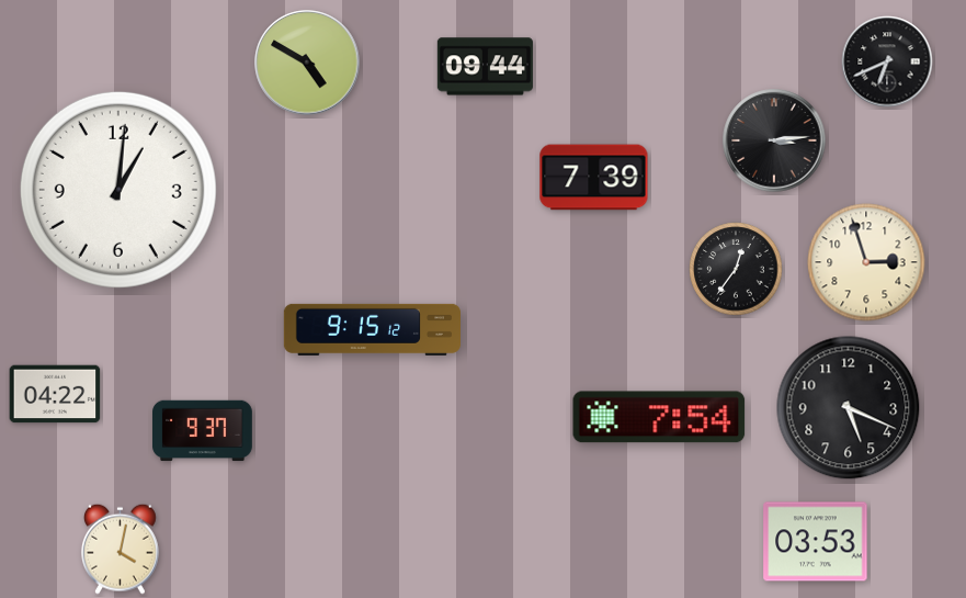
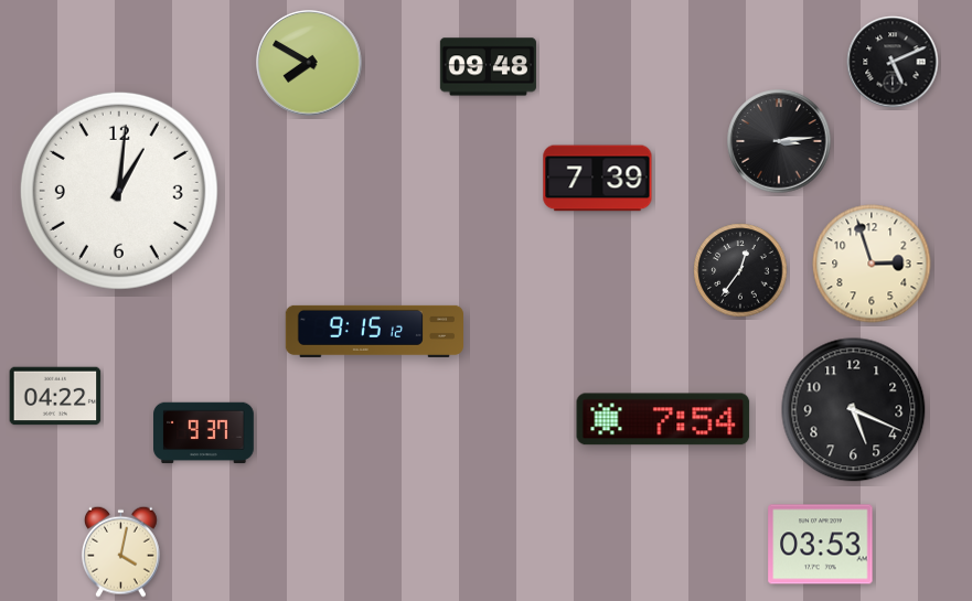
clock at (887, 61): 6:41 -> 5:11
clock at (307, 63): 4:50 -> 7:50
clock at (485, 67): 09:44 -> 09:48
